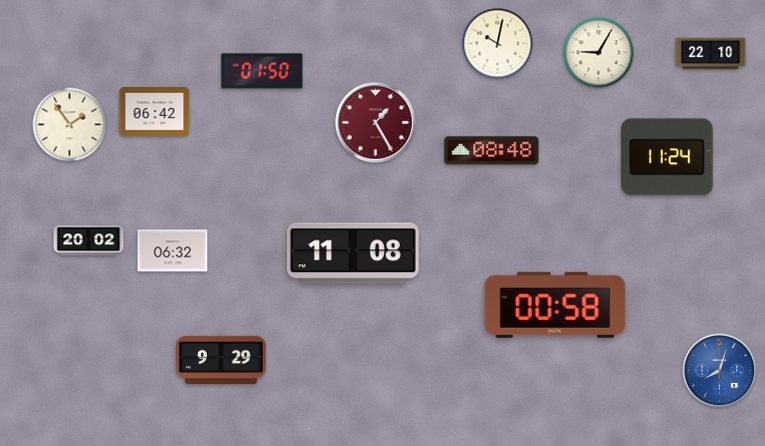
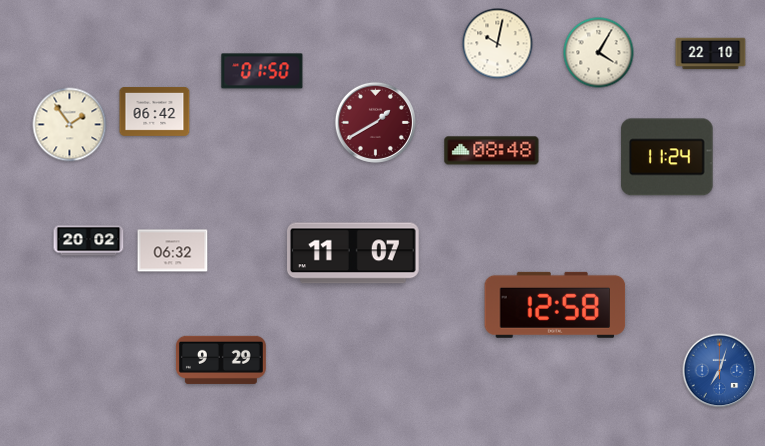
clock at (599, 53): 9:05 -> 4:05
clock at (375, 122): 1:25 -> 1:40
clock at (354, 253): 11:08 -> 11:07
clock at (555, 305): 00:58 -> 12:58
clock at (720, 371): 8:03 -> 7:03
